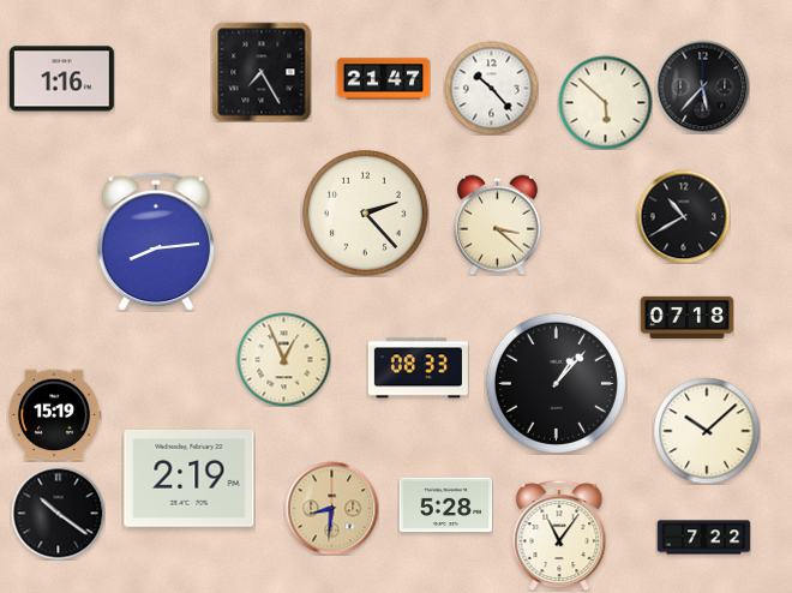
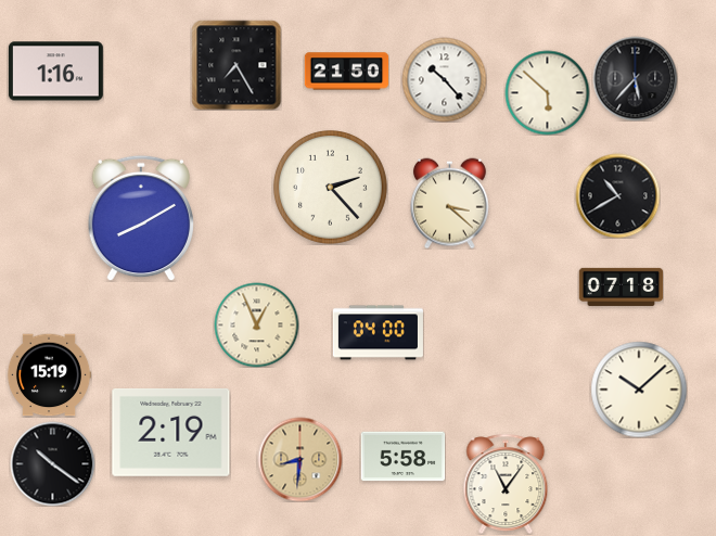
clock at (383, 79): 21:47 -> 21:50
clock at (365, 212) position: (365, 212) -> (330, 187)
clock at (155, 241): 8:14 -> 8:10
clock at (418, 369): 08:33 -> 04:00
clock at (556, 383): 1:07 -> none
clock at (445, 505): 5:28 -> 5:58
clock at (703, 538): 7:22 -> none
